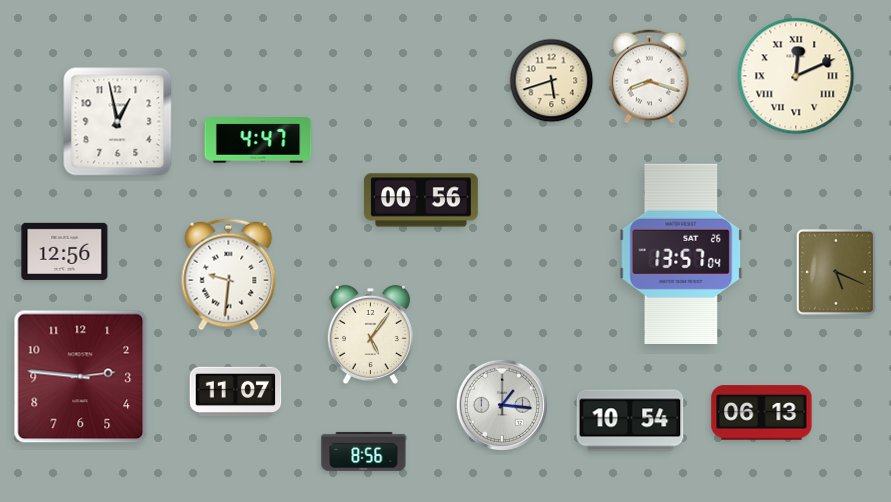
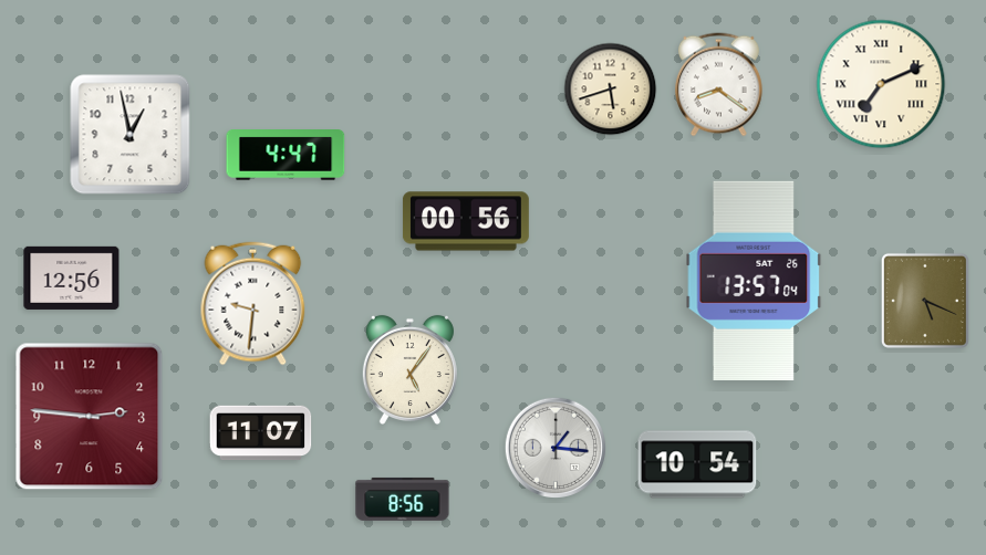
clock at (796, 76): 12:11 -> 7:11
clock at (649, 77): 8:18 -> 8:21
clock at (762, 413): 06:13 -> none
